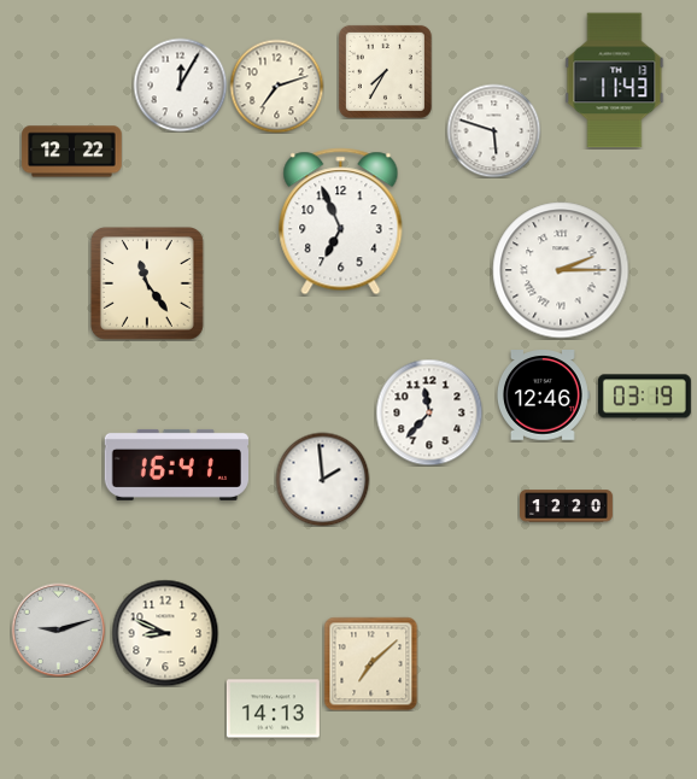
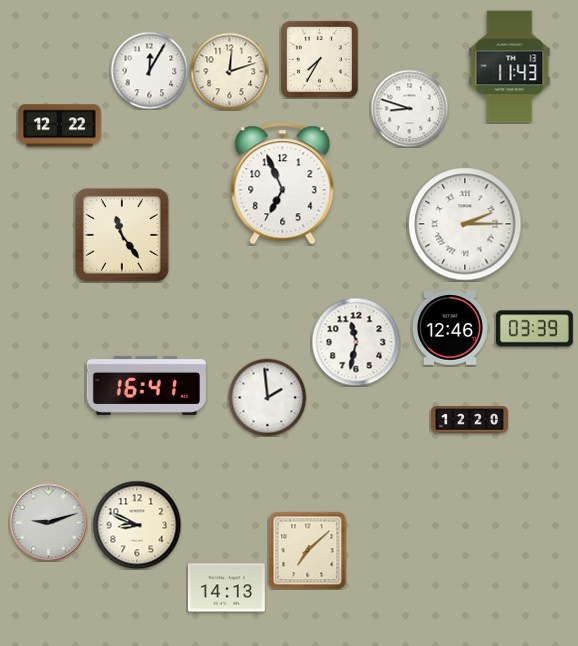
clock at (276, 86): 7:12 -> 12:12
clock at (493, 130): 5:48 -> 8:48
clock at (644, 397): 03:19 -> 03:39
clock at (429, 412): 11:37 -> 11:32
